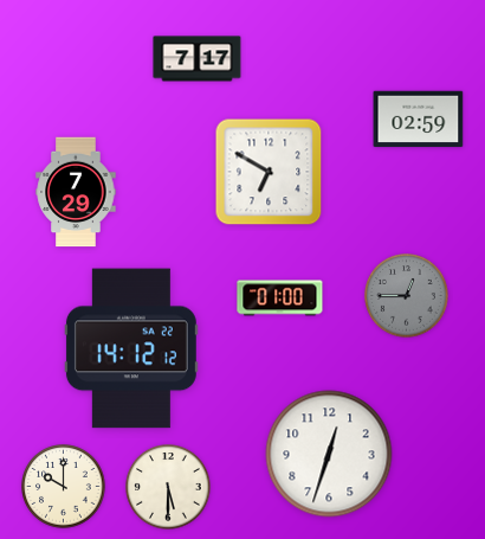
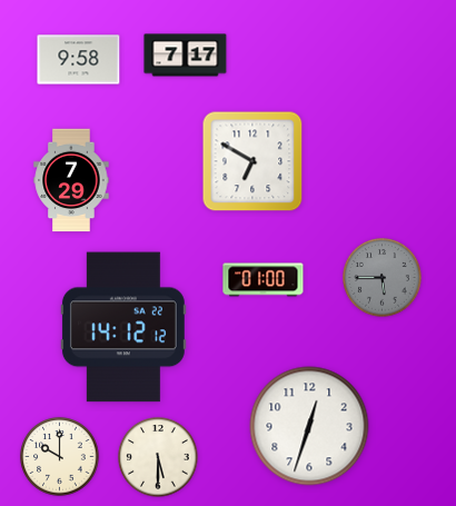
clock at (79, 60): none -> 9:58
clock at (419, 120): 02:59 -> none
clock at (407, 296): 12:45 -> 5:45
